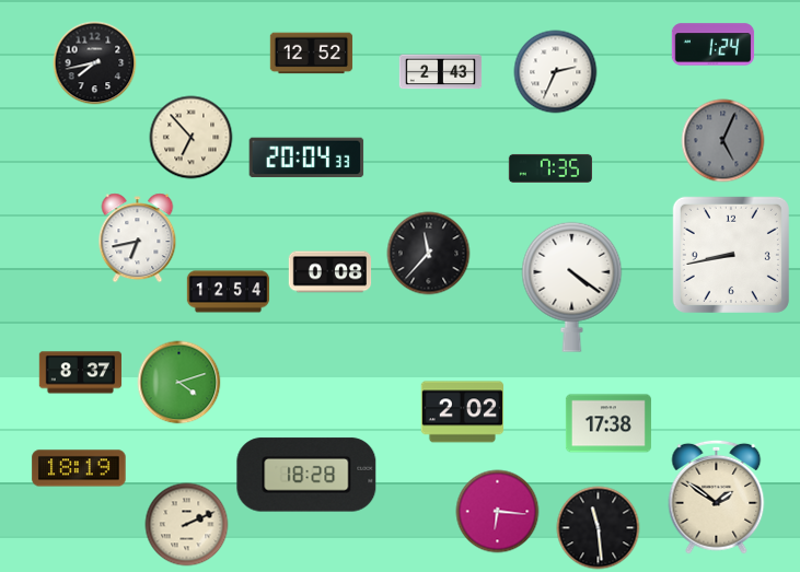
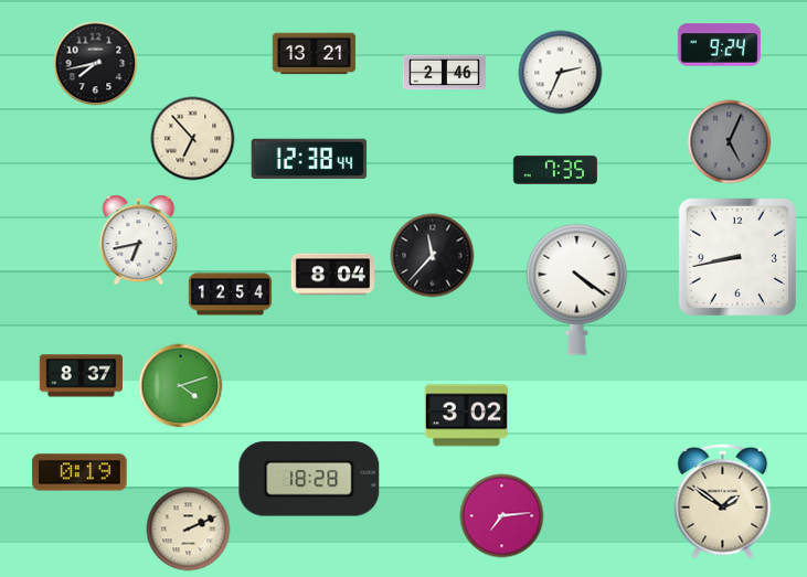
clock at (714, 45): 1:24 -> 9:24
clock at (312, 54): 12:52 -> 13:21
clock at (441, 72): 2:43 -> 2:46
clock at (306, 157): 20:04 -> 12:38
clock at (331, 272): 0:08 -> 8:04
clock at (462, 412): 2:02 -> 3:02
clock at (608, 423): 17:38 -> none
clock at (79, 468): 18:19 -> 0:19
clock at (498, 512): 6:16 -> 7:14
clock at (599, 528): 11:29 -> none
